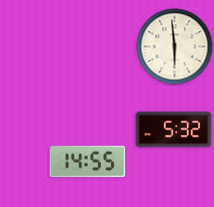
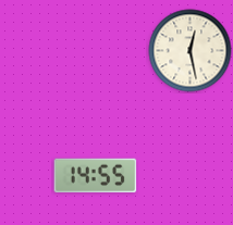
clock at (175, 47): 5:59 -> 12:28
clock at (174, 130): 5:32 -> none
